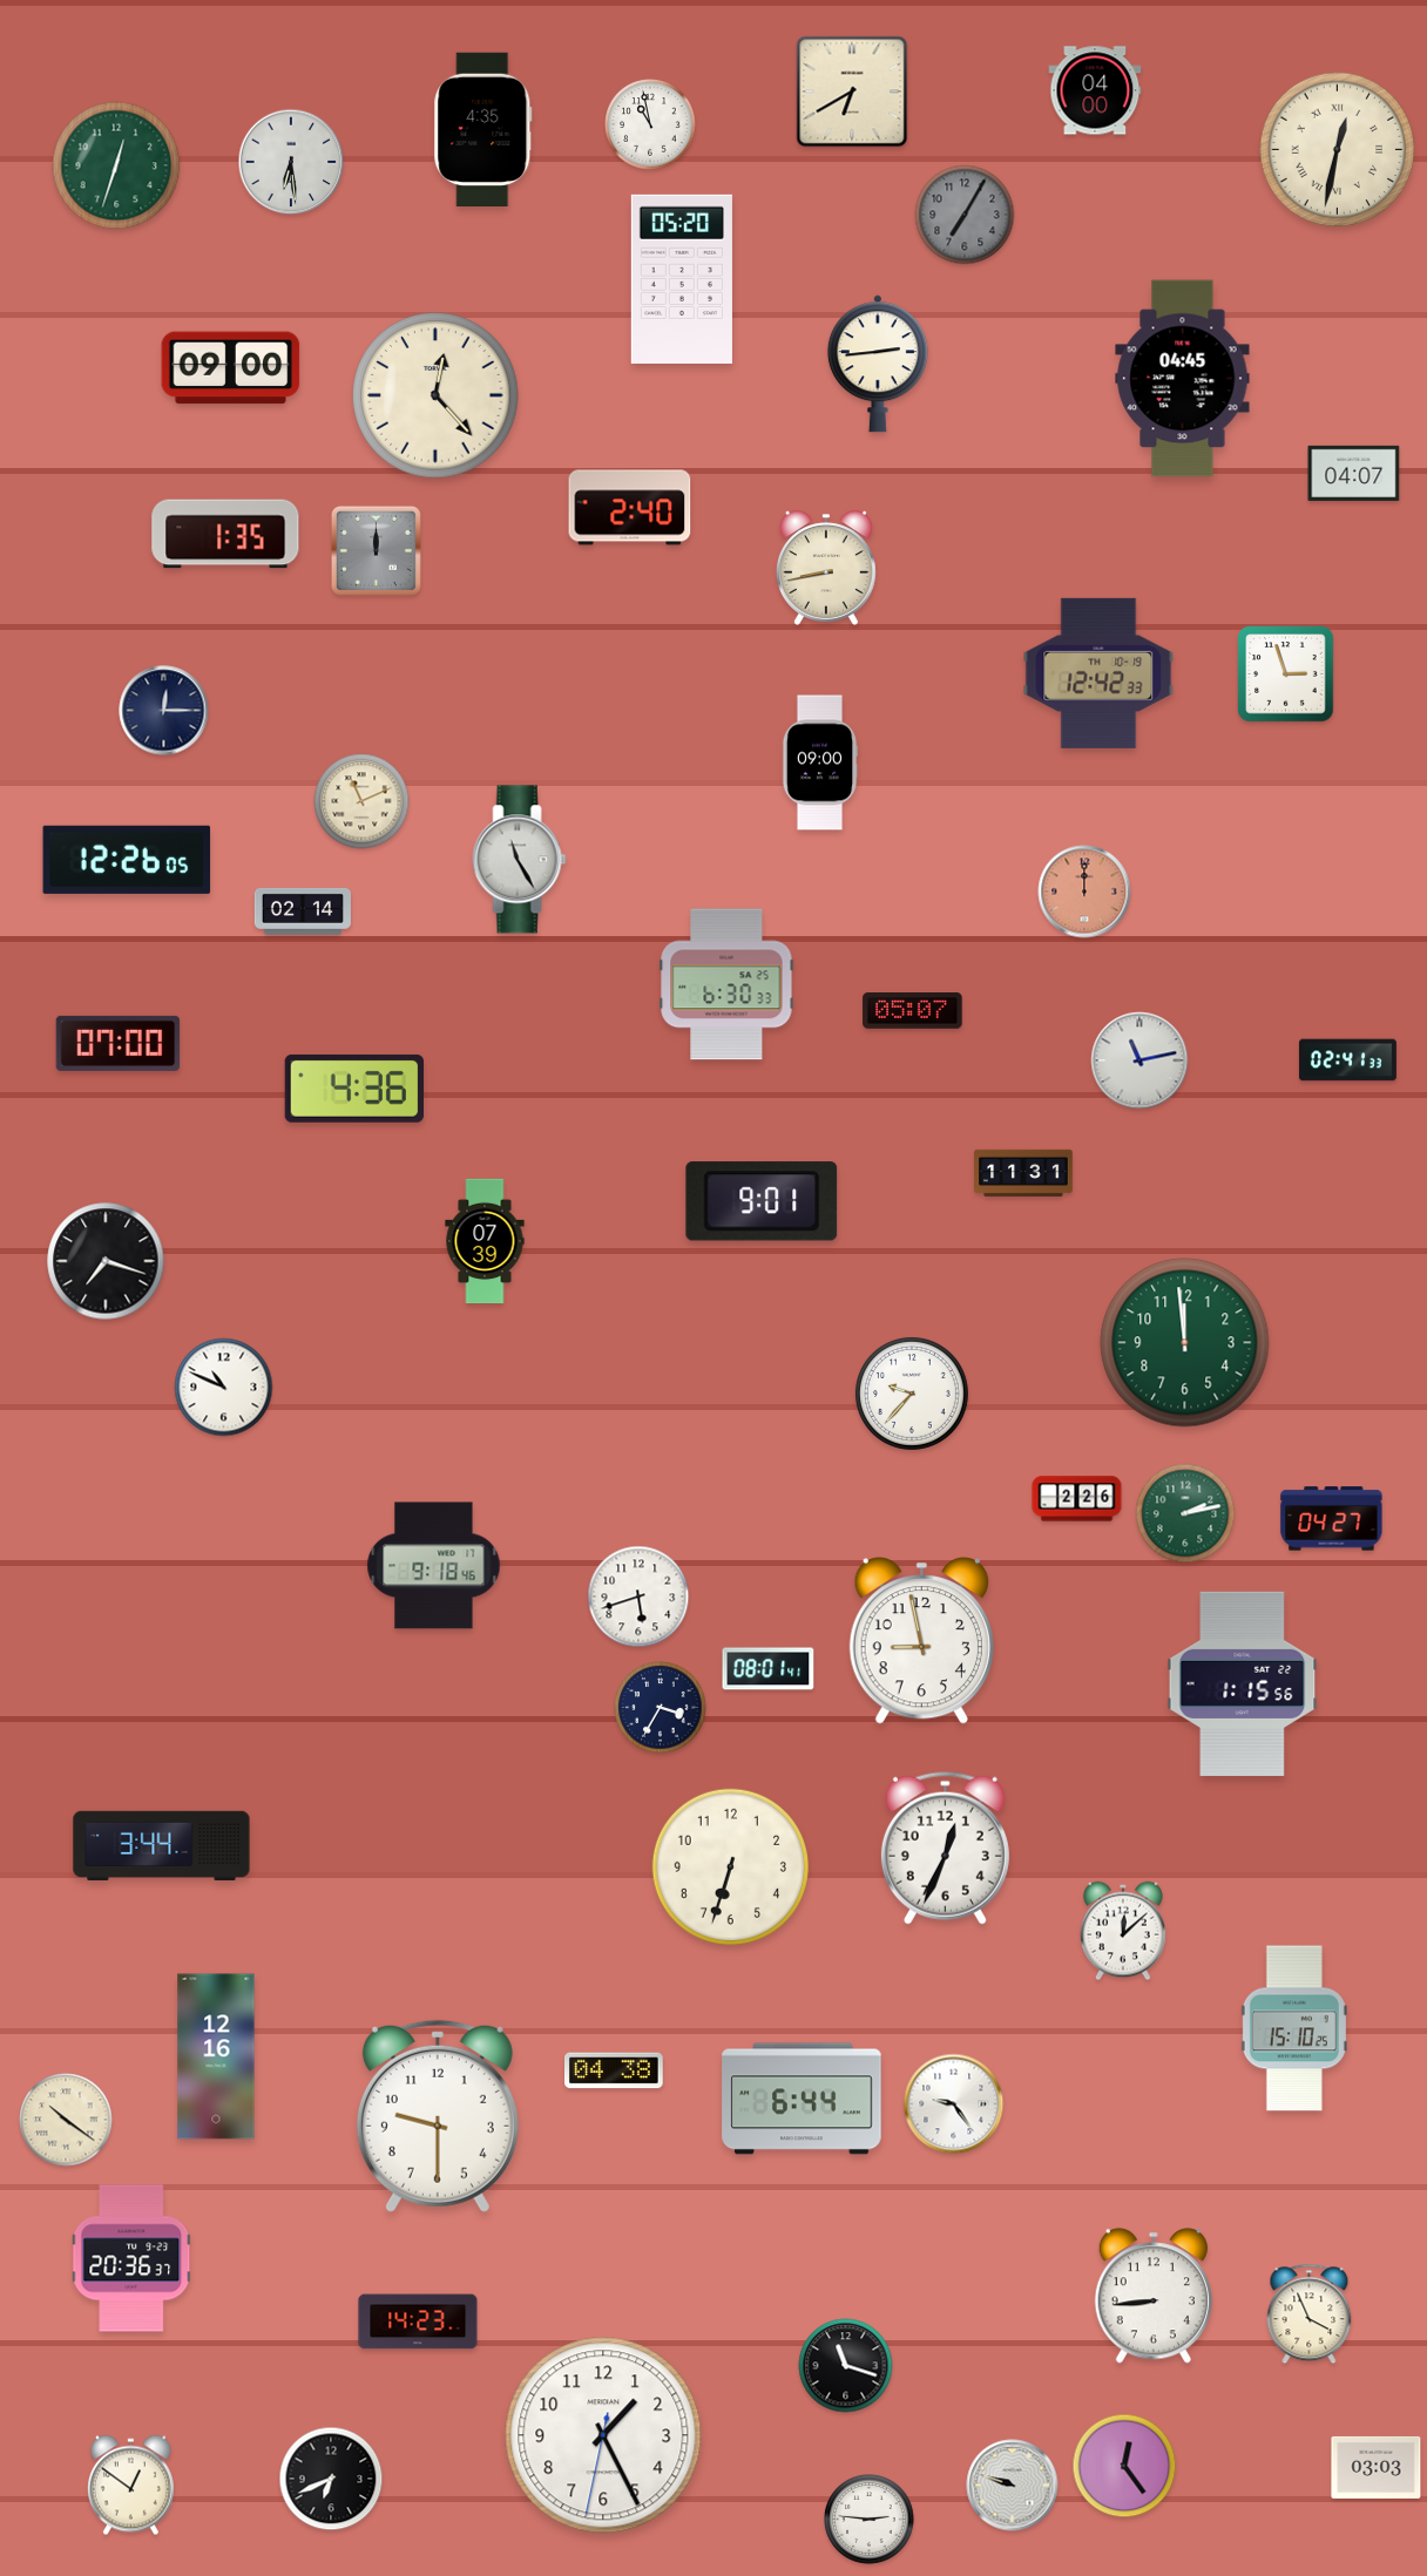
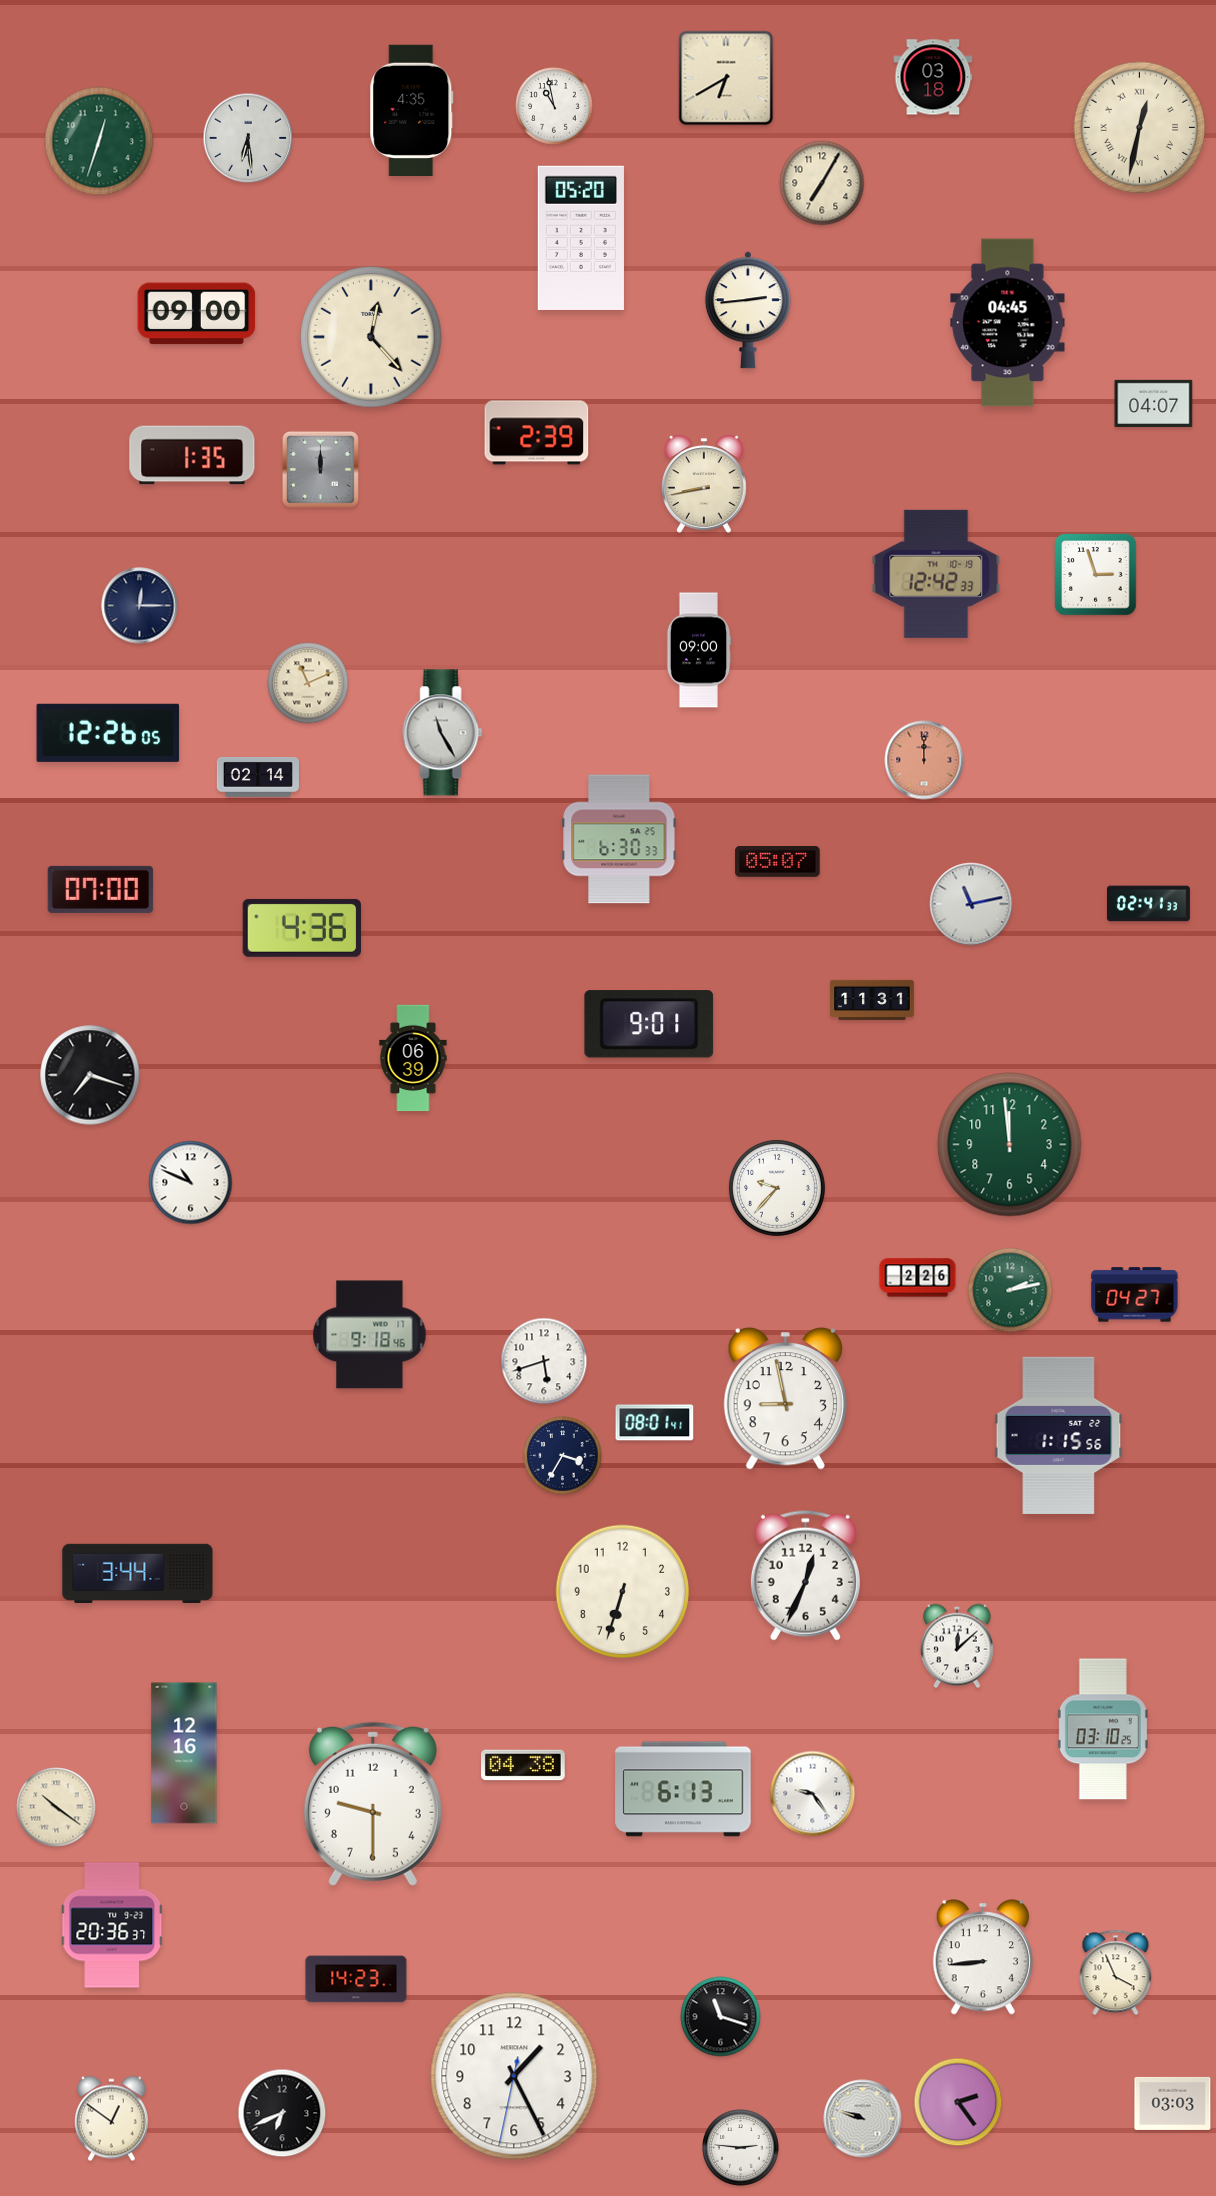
clock at (1095, 90): 04:00 -> 03:18
clock at (965, 215) dial: grey -> cream
clock at (630, 508): 2:40 -> 2:39
clock at (485, 1241): 07:39 -> 06:39
clock at (1294, 2028): 15:10 -> 03:10
clock at (802, 2099): 6:44 -> 6:13
clock at (1124, 2466): 12:24 -> 2:24
